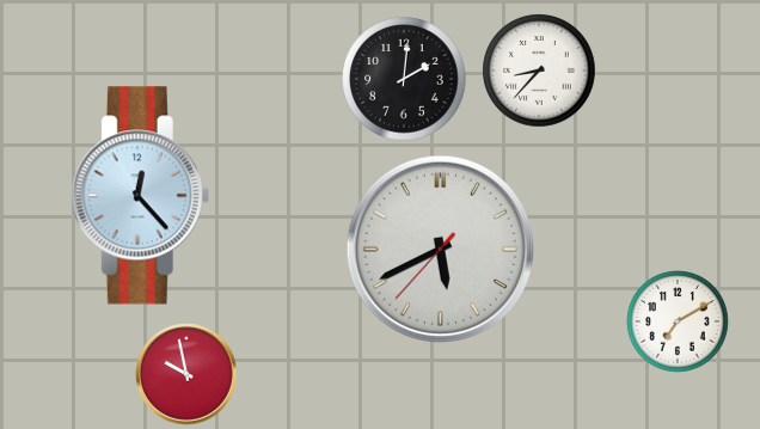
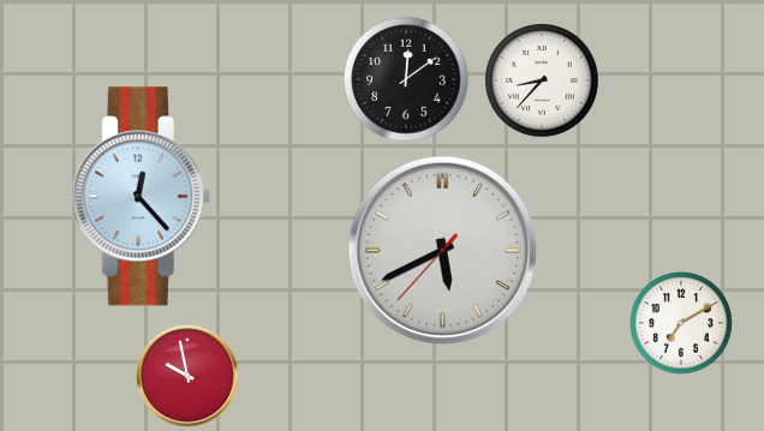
clock at (539, 71) position: (539, 71) -> (542, 80)
clock at (404, 79): 2:01 -> 12:09
